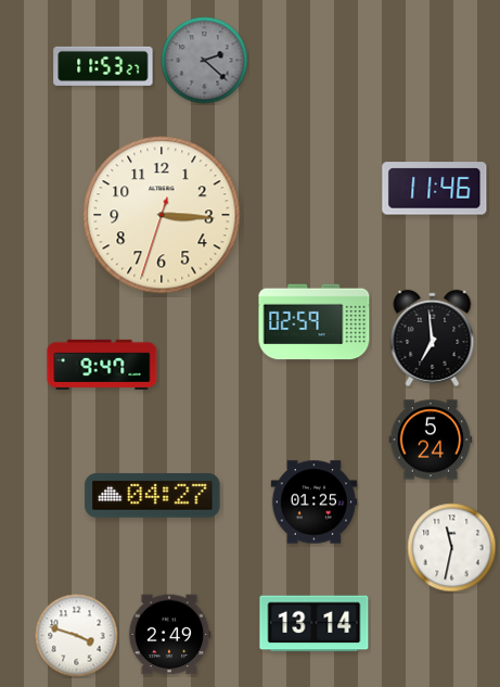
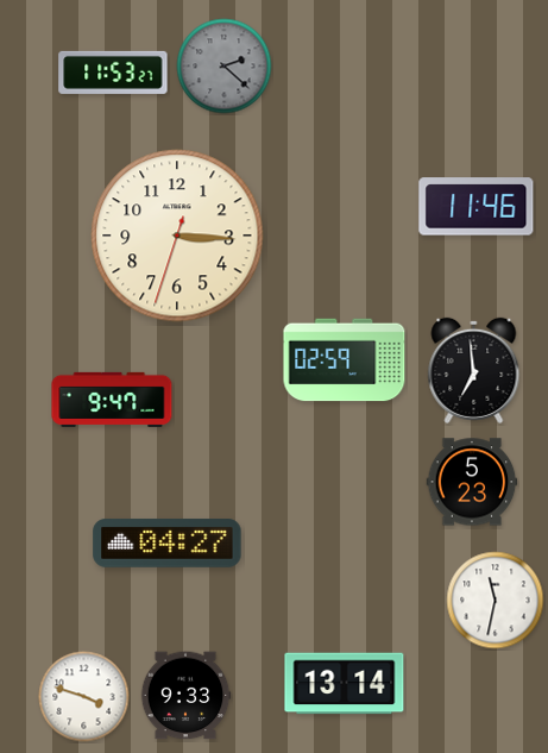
clock at (315, 322) position: (315, 322) -> (345, 360)
clock at (431, 440): 5:24 -> 5:23
clock at (315, 502): 01:25 -> none
clock at (169, 635): 2:49 -> 9:33
